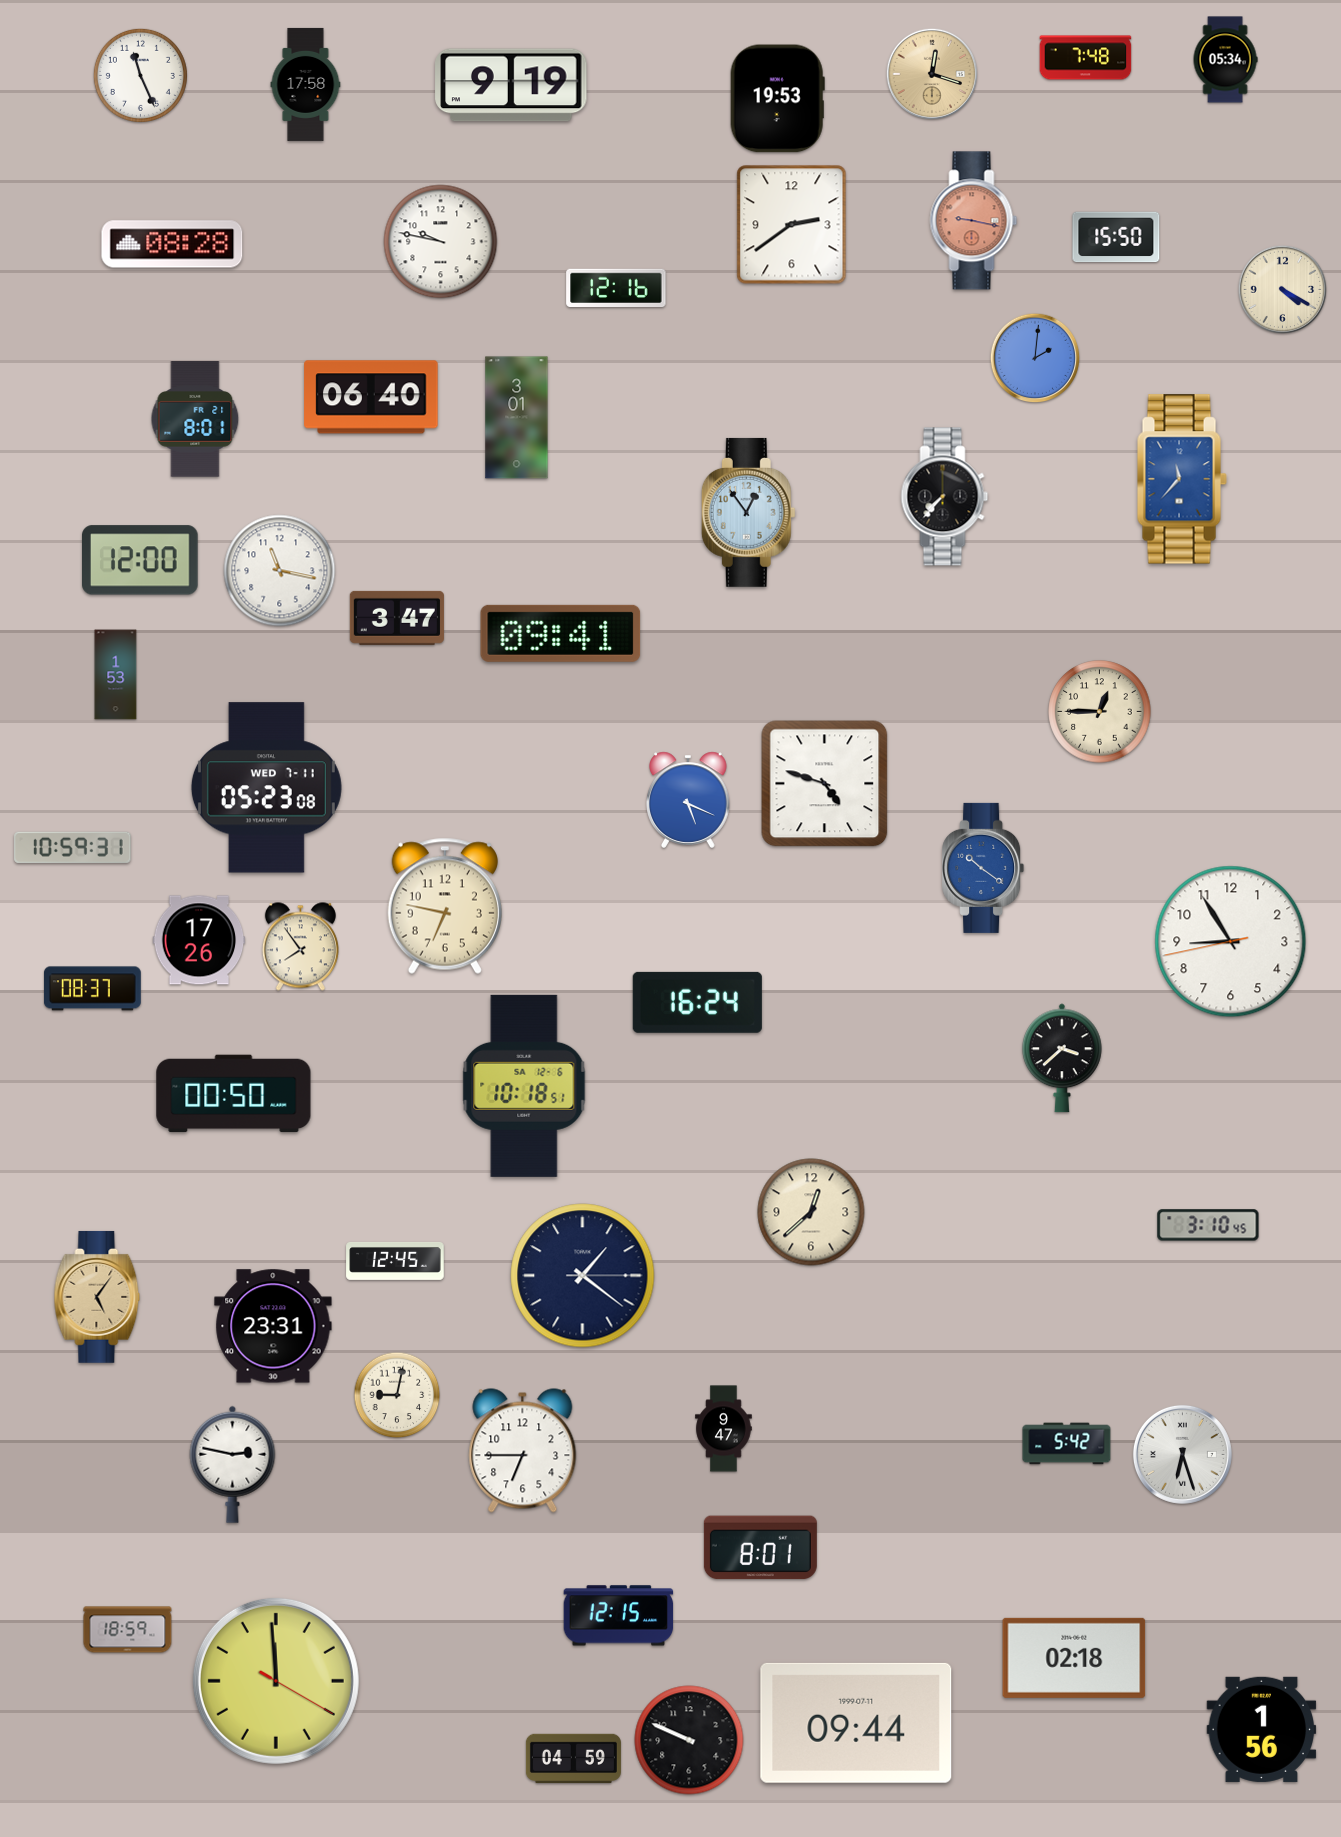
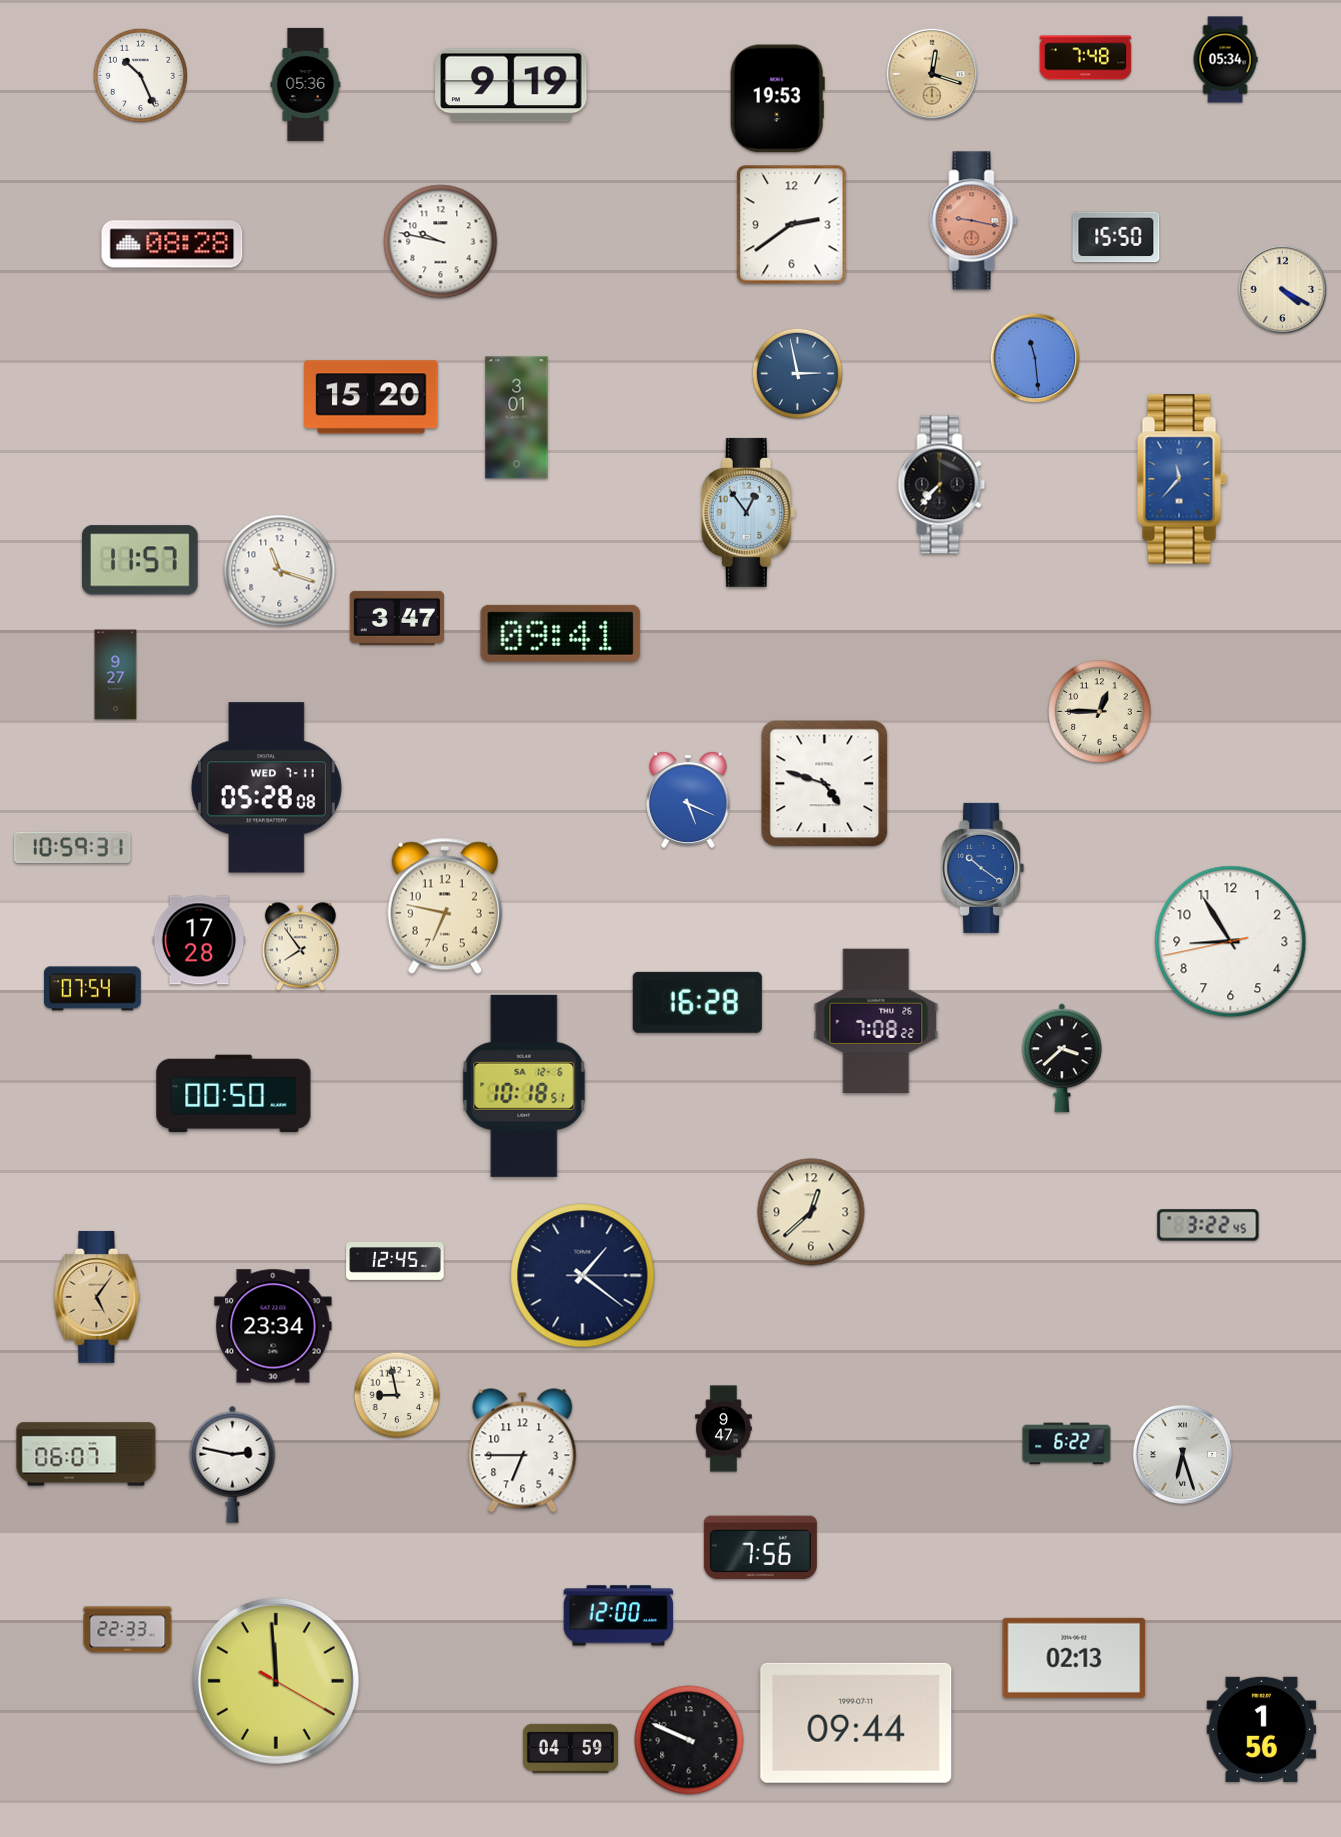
clock at (140, 75): 11:26 -> 10:26
clock at (306, 84): 17:58 -> 05:36
clock at (616, 287): 12:16 -> none
clock at (1035, 358): 2:01 -> 11:29
clock at (798, 374): none -> 2:58
clock at (371, 397): 06:40 -> 15:20
clock at (195, 419): 8:01 -> none
clock at (945, 497) position: (945, 497) -> (942, 485)
clock at (141, 560): 12:00 -> 11:57
clock at (280, 571): 11:17 -> 11:18
clock at (116, 675): 1:53 -> 9:27
clock at (266, 788): 05:23 -> 05:28
clock at (199, 940): 17:26 -> 17:28
clock at (92, 989): 08:37 -> 07:54
clock at (697, 1002): 16:24 -> 16:28
clock at (876, 1021): none -> 7:08
clock at (1208, 1225): 3:10 -> 3:22
clock at (273, 1326): 23:31 -> 23:34
clock at (397, 1395): 9:02 -> 8:58
clock at (1067, 1444): 5:42 -> 6:22
clock at (86, 1454): none -> 06:07
clock at (760, 1548): 8:01 -> 7:56
clock at (619, 1616): 12:15 -> 12:00
clock at (128, 1630): 18:59 -> 22:33
clock at (1074, 1658): 02:18 -> 02:13
clock at (573, 1759) position: (573, 1759) -> (570, 1749)
